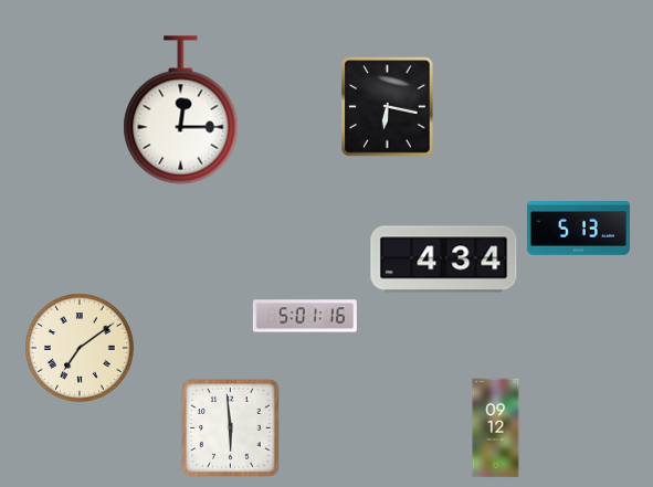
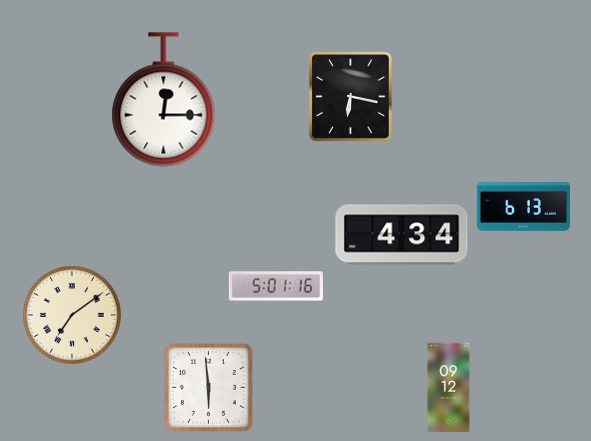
clock at (578, 229): 5:13 -> 6:13
